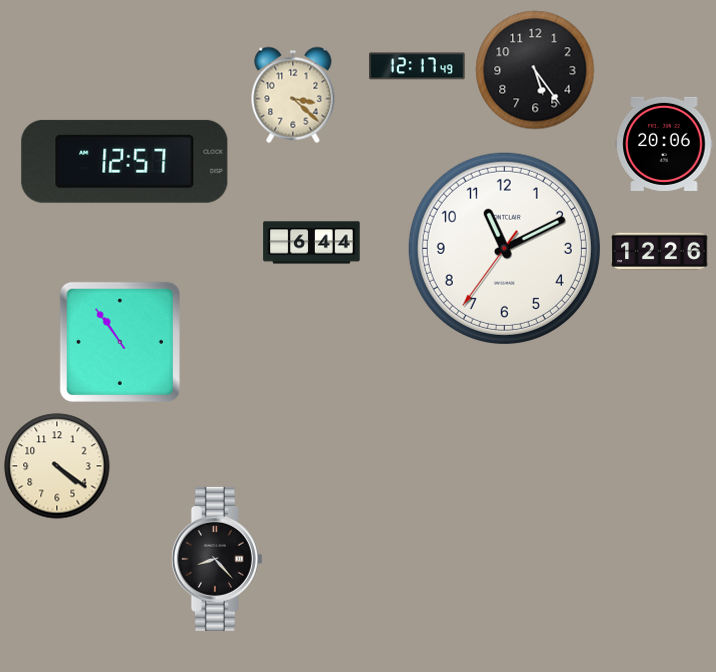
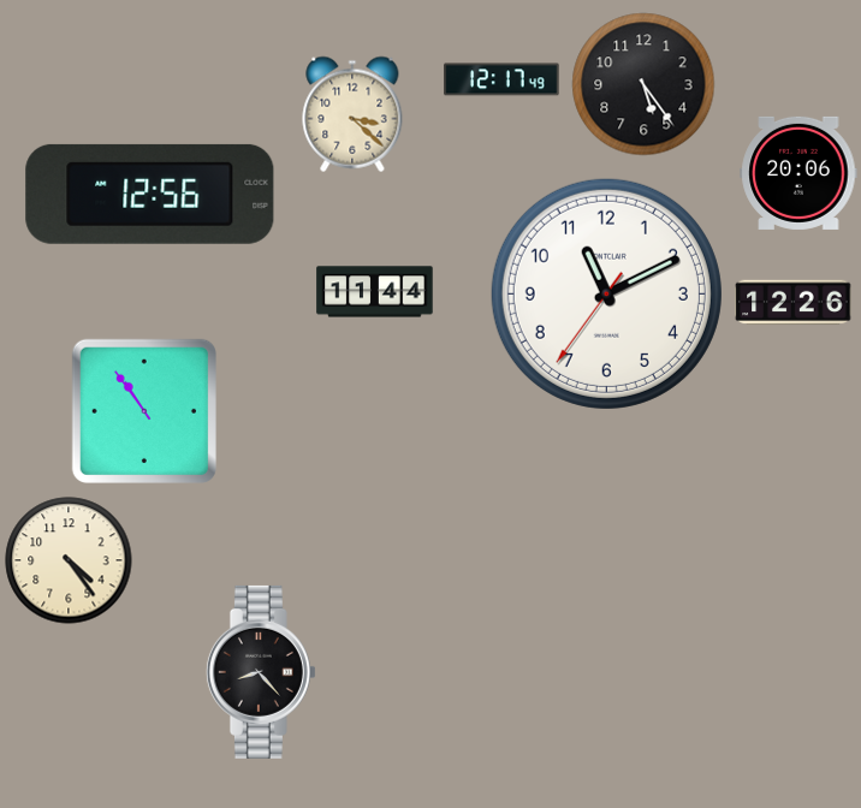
clock at (125, 161): 12:57 -> 12:56
clock at (312, 243): 6:44 -> 11:44
clock at (504, 248) position: (504, 248) -> (606, 293)
clock at (57, 466): 4:21 -> 4:24
